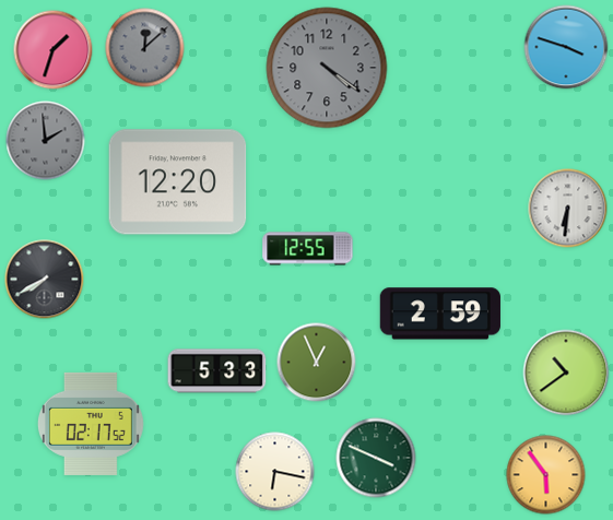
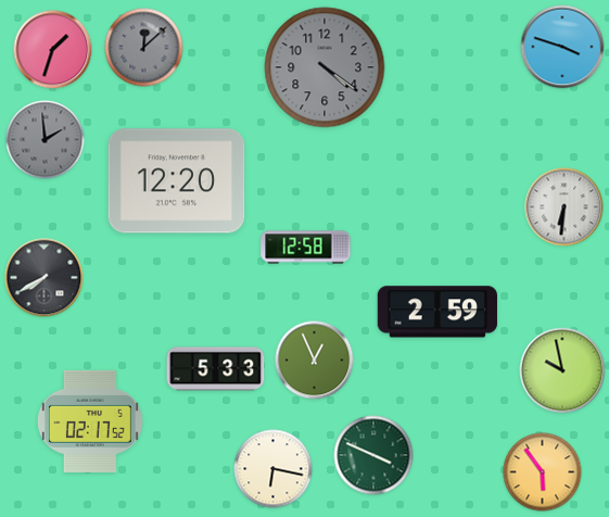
clock at (308, 249): 12:55 -> 12:58
clock at (566, 373): 10:39 -> 9:58
